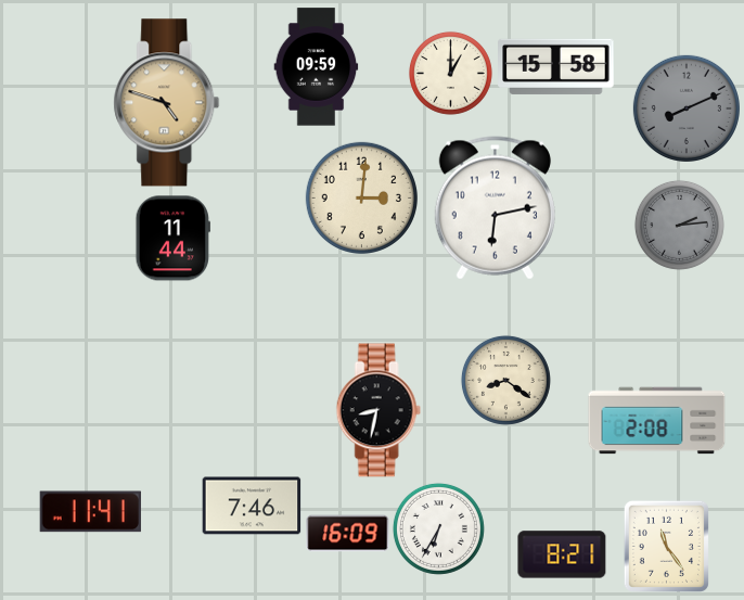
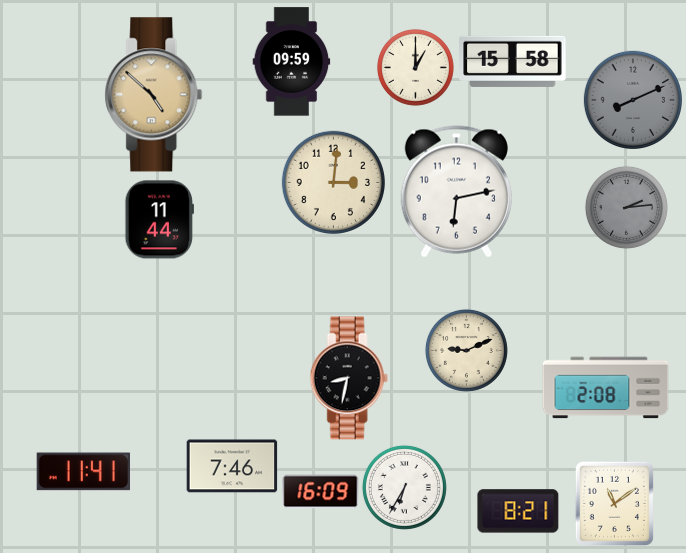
clock at (167, 103): 4:48 -> 4:52
clock at (505, 380): 8:21 -> 9:11
clock at (666, 546): 11:24 -> 11:09
